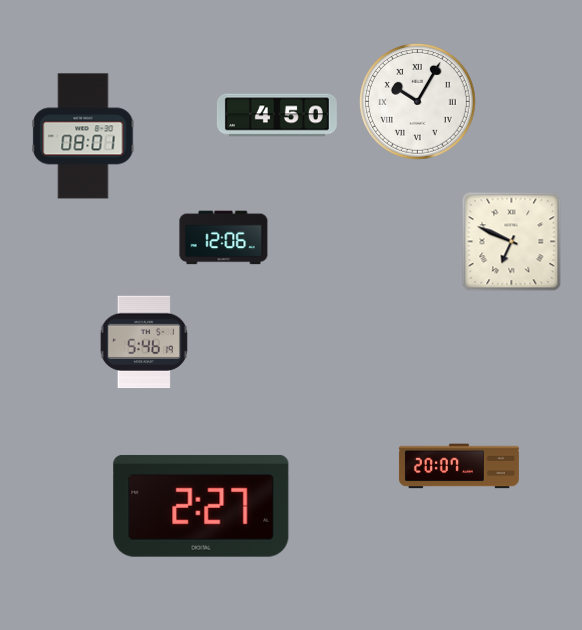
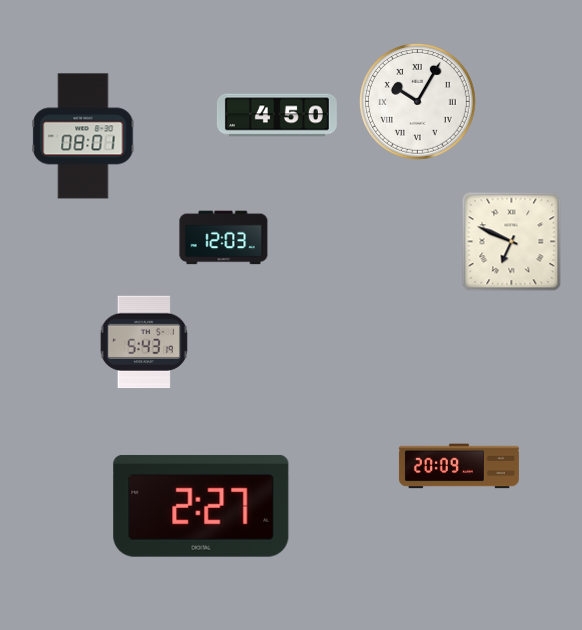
clock at (224, 238): 12:06 -> 12:03
clock at (143, 342): 5:46 -> 5:43
clock at (459, 466): 20:07 -> 20:09
